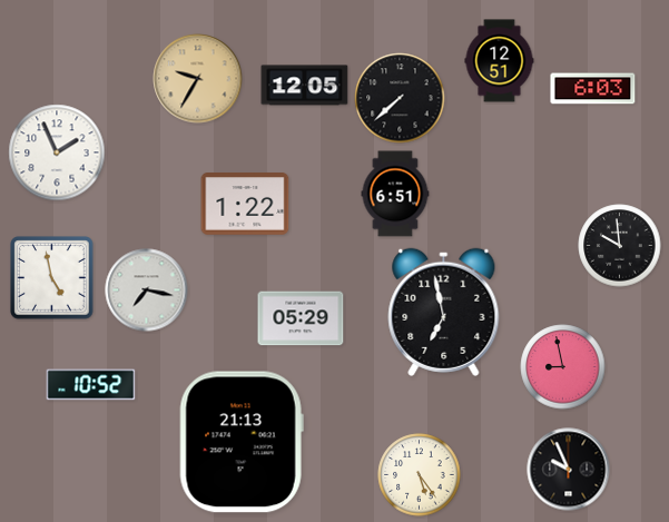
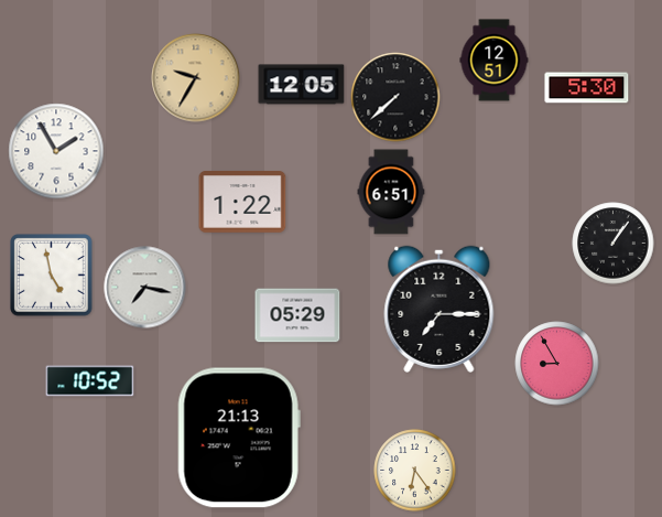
clock at (593, 89): 6:03 -> 5:30
clock at (57, 152): 1:56 -> 1:55
clock at (620, 246): 9:59 -> 1:06
clock at (444, 312): 6:58 -> 7:15
clock at (563, 367): 8:58 -> 8:55
clock at (569, 470): 9:56 -> none
clock at (420, 475): 5:24 -> 6:24
